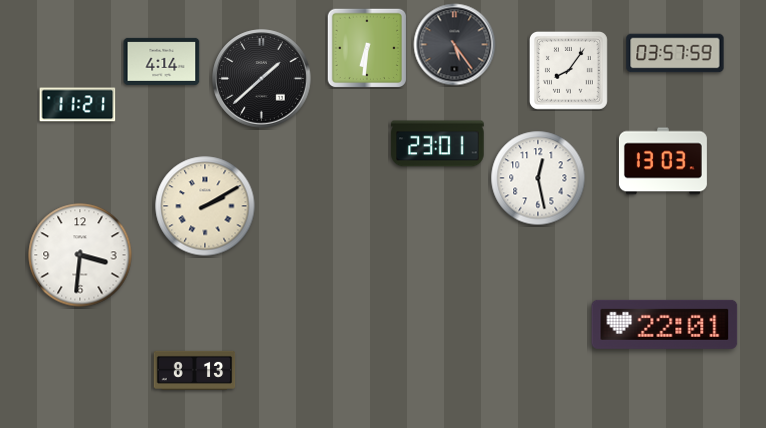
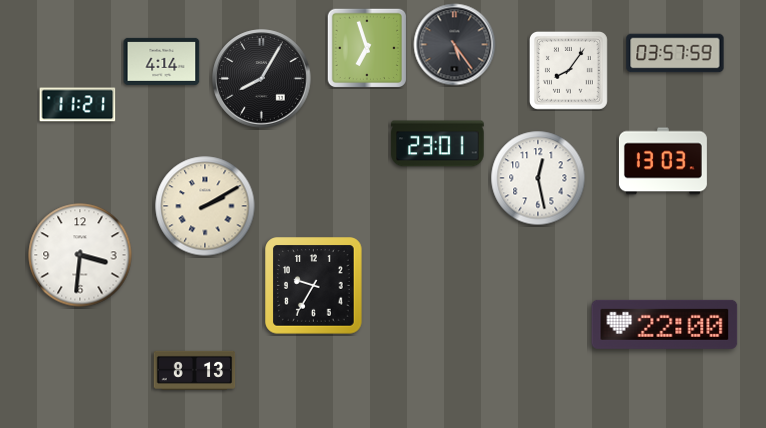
clock at (366, 47): 6:31 -> 6:57
clock at (262, 79): 1:38 -> 8:05
clock at (314, 286): none -> 9:35
clock at (665, 324): 22:01 -> 22:00
